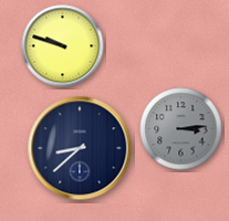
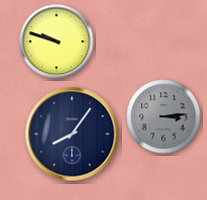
clock at (80, 148): 8:38 -> 8:06
